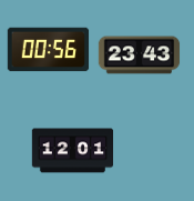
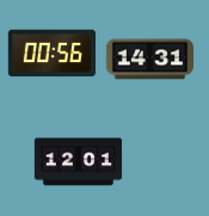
clock at (140, 56): 23:43 -> 14:31
